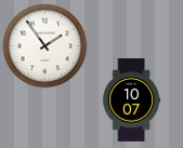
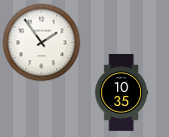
clock at (132, 100): 10:07 -> 10:35
